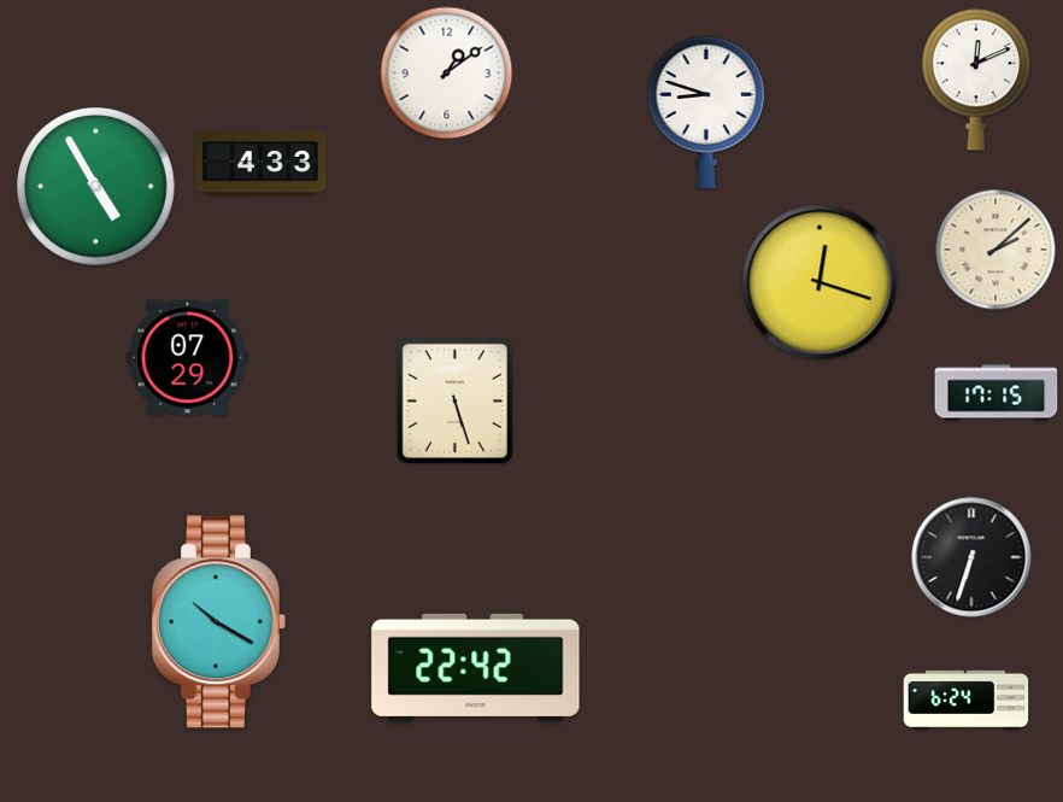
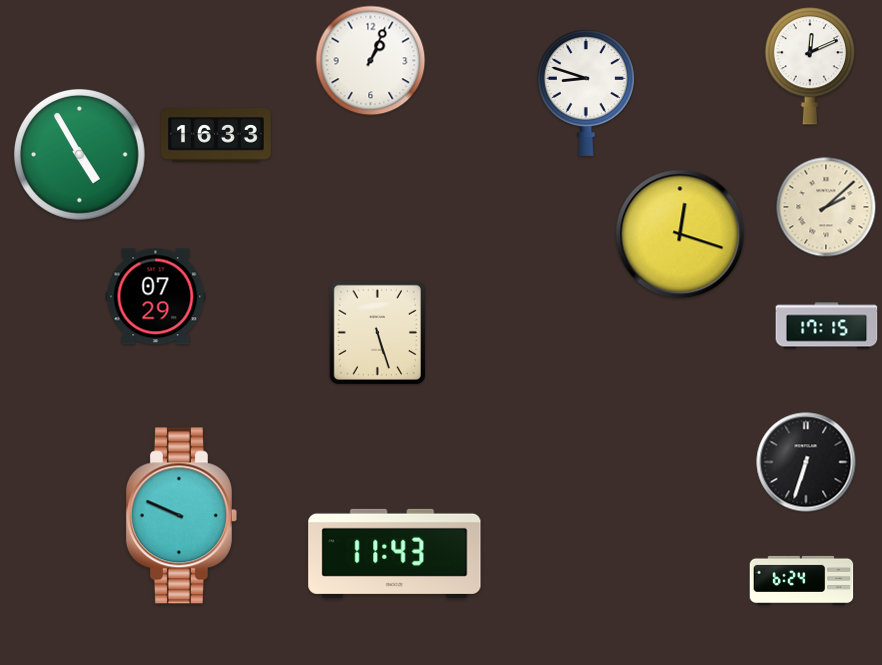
clock at (447, 74): 1:09 -> 1:04
clock at (262, 163): 4:33 -> 16:33
clock at (218, 622): 10:20 -> 9:49
clock at (476, 667): 22:42 -> 11:43
